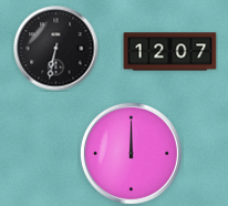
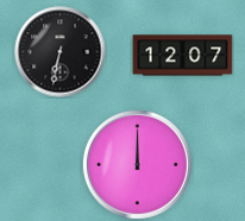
clock at (131, 153) position: (131, 153) -> (137, 164)
